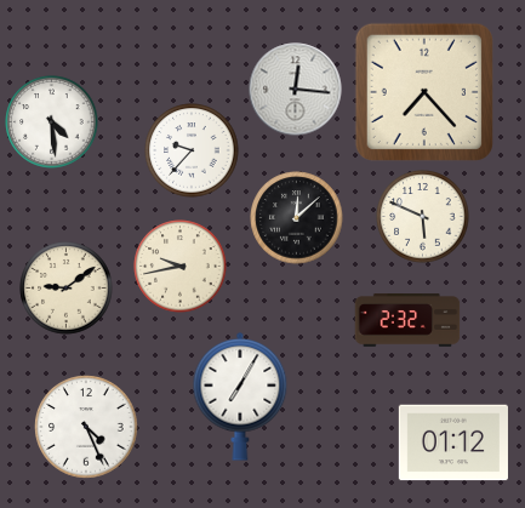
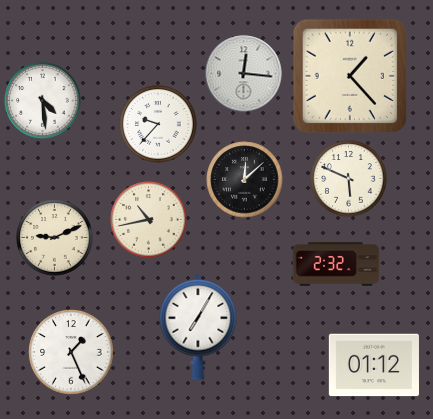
clock at (424, 92): 7:23 -> 1:23
clock at (181, 267): 9:43 -> 10:43
clock at (67, 289): 9:09 -> 9:11
clock at (86, 427): 4:26 -> 1:26
